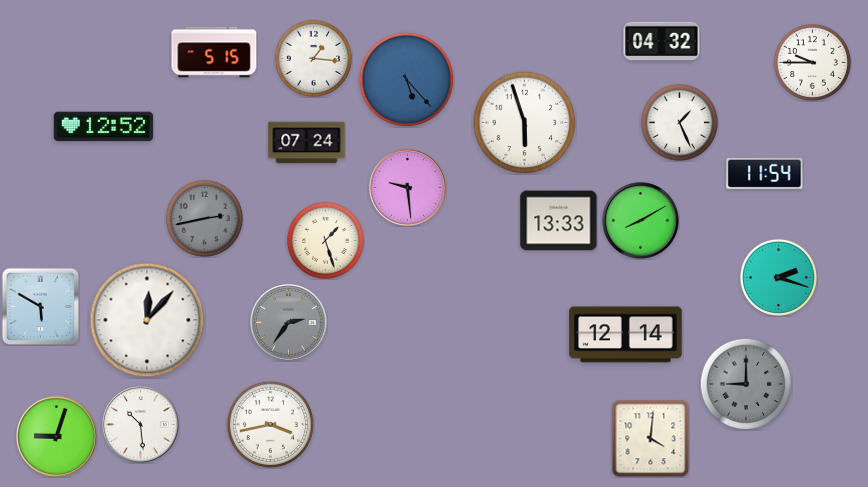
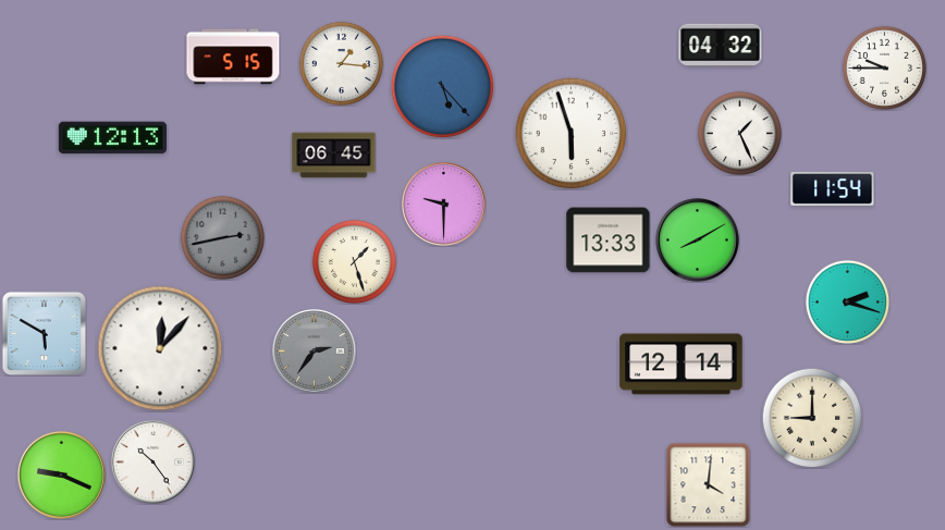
clock at (104, 127): 12:52 -> 12:13
clock at (307, 143): 07:24 -> 06:45
clock at (408, 188): 9:29 -> 9:30
clock at (746, 384) dial: grey -> cream
clock at (270, 424): 3:43 -> none
clock at (141, 425): 10:29 -> 10:24
clock at (56, 436): 9:03 -> 9:19
clock at (650, 438) position: (650, 438) -> (708, 484)
